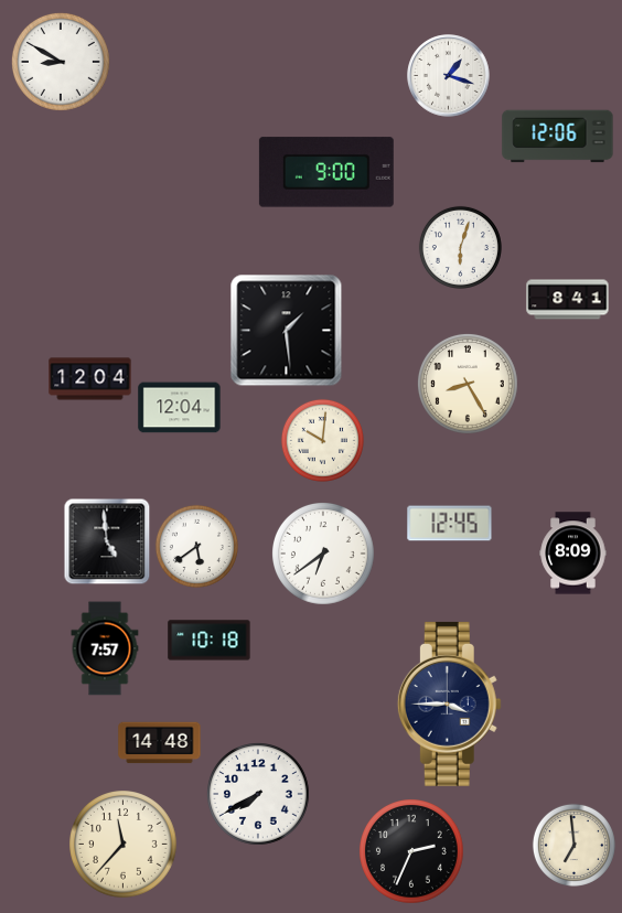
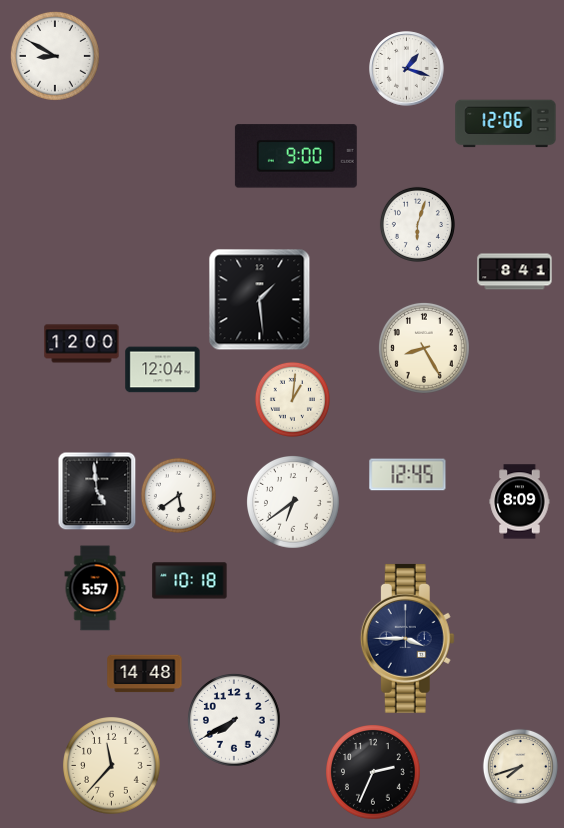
clock at (90, 379): 12:04 -> 12:00
clock at (322, 440): 10:01 -> 1:01
clock at (105, 648): 7:57 -> 5:57
clock at (573, 845): 6:59 -> 7:42
